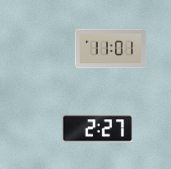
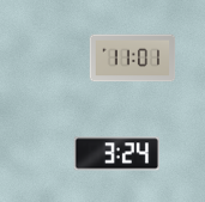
clock at (97, 129): 2:27 -> 3:24
